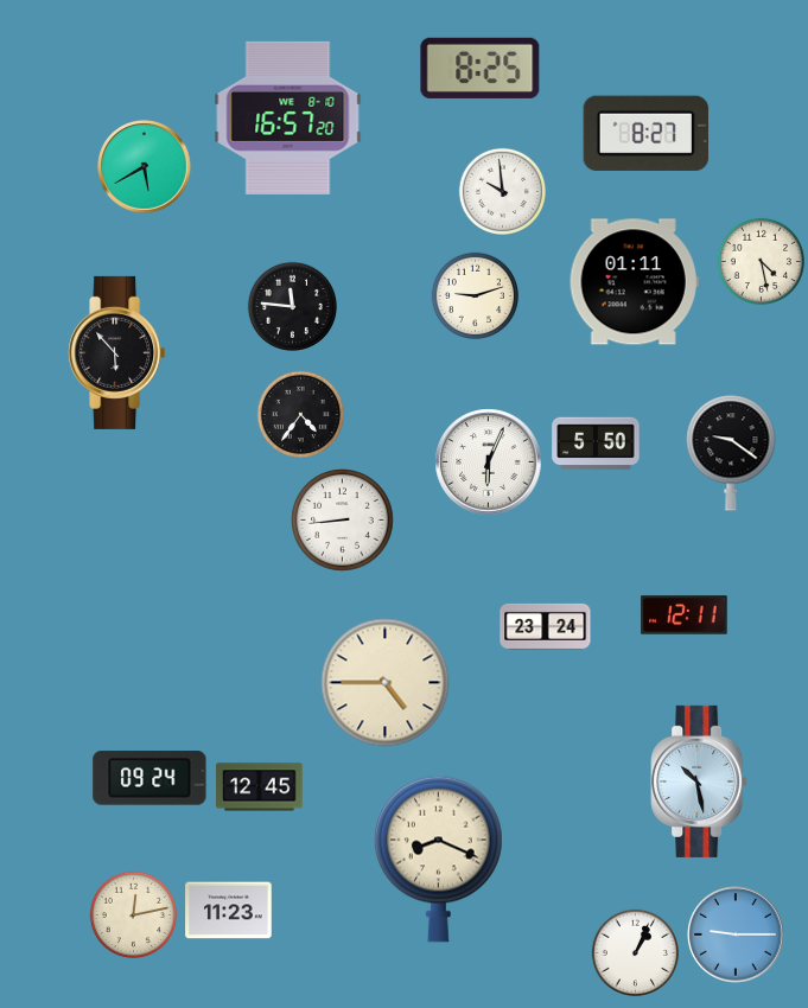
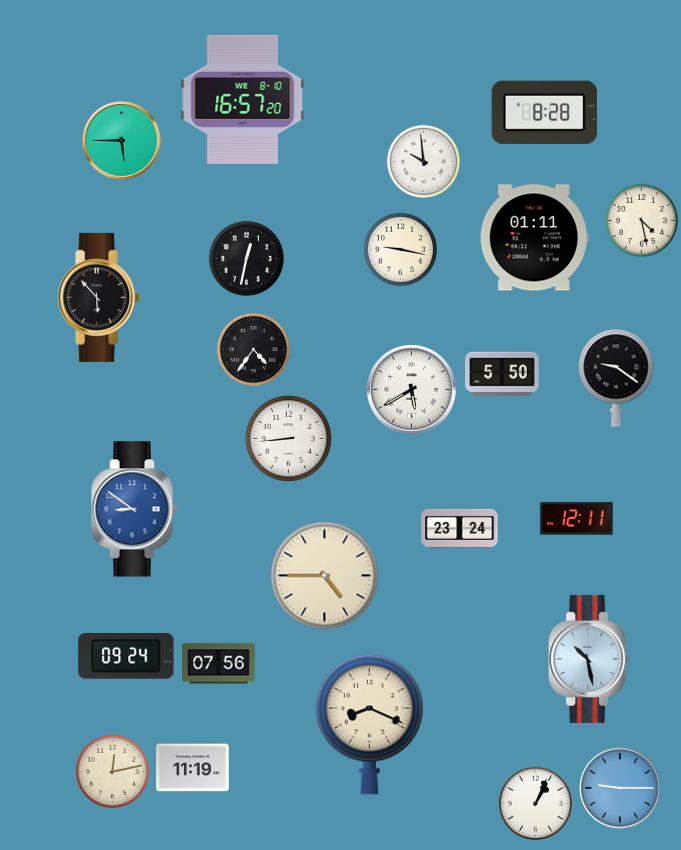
clock at (481, 68): 8:25 -> none
clock at (645, 133): 8:27 -> 8:28
clock at (145, 167): 5:40 -> 5:45
clock at (475, 295): 9:12 -> 9:17
clock at (292, 306): 11:46 -> 12:32
clock at (731, 453) position: (731, 453) -> (616, 378)
clock at (489, 462): 6:04 -> 5:40
clock at (134, 509): none -> 8:51
clock at (260, 787): 12:45 -> 07:56
clock at (229, 911): 11:23 -> 11:19
